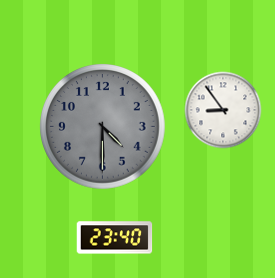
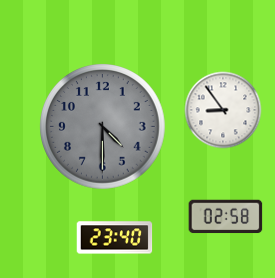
clock at (226, 217): none -> 02:58
